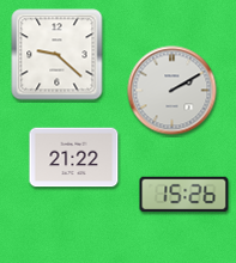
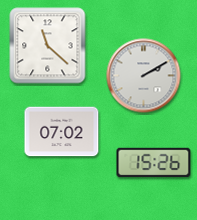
clock at (58, 55): 9:22 -> 11:22
clock at (74, 158): 21:22 -> 07:02
